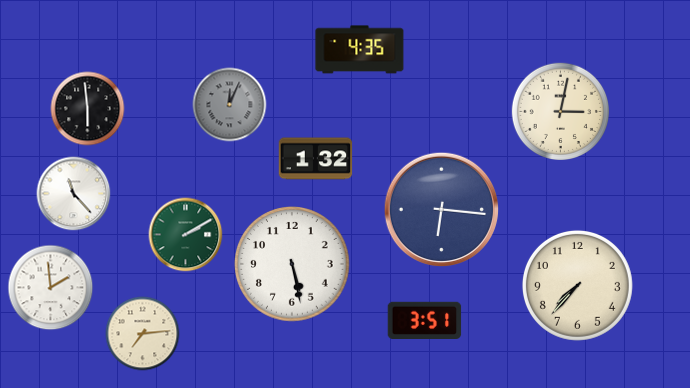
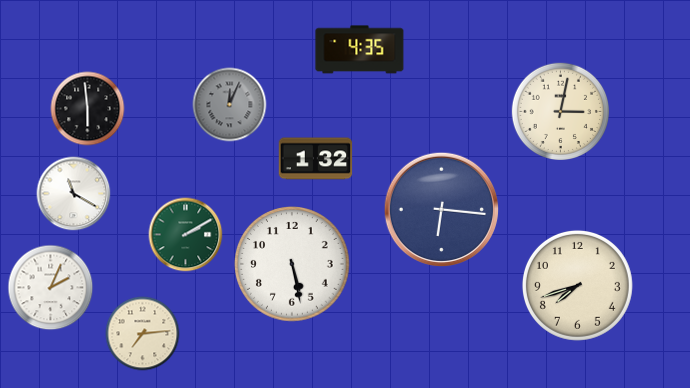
clock at (74, 194): 11:23 -> 11:20
clock at (577, 285): 7:37 -> 7:42
clock at (51, 288): 1:59 -> 2:04
clock at (425, 320): 3:51 -> none
